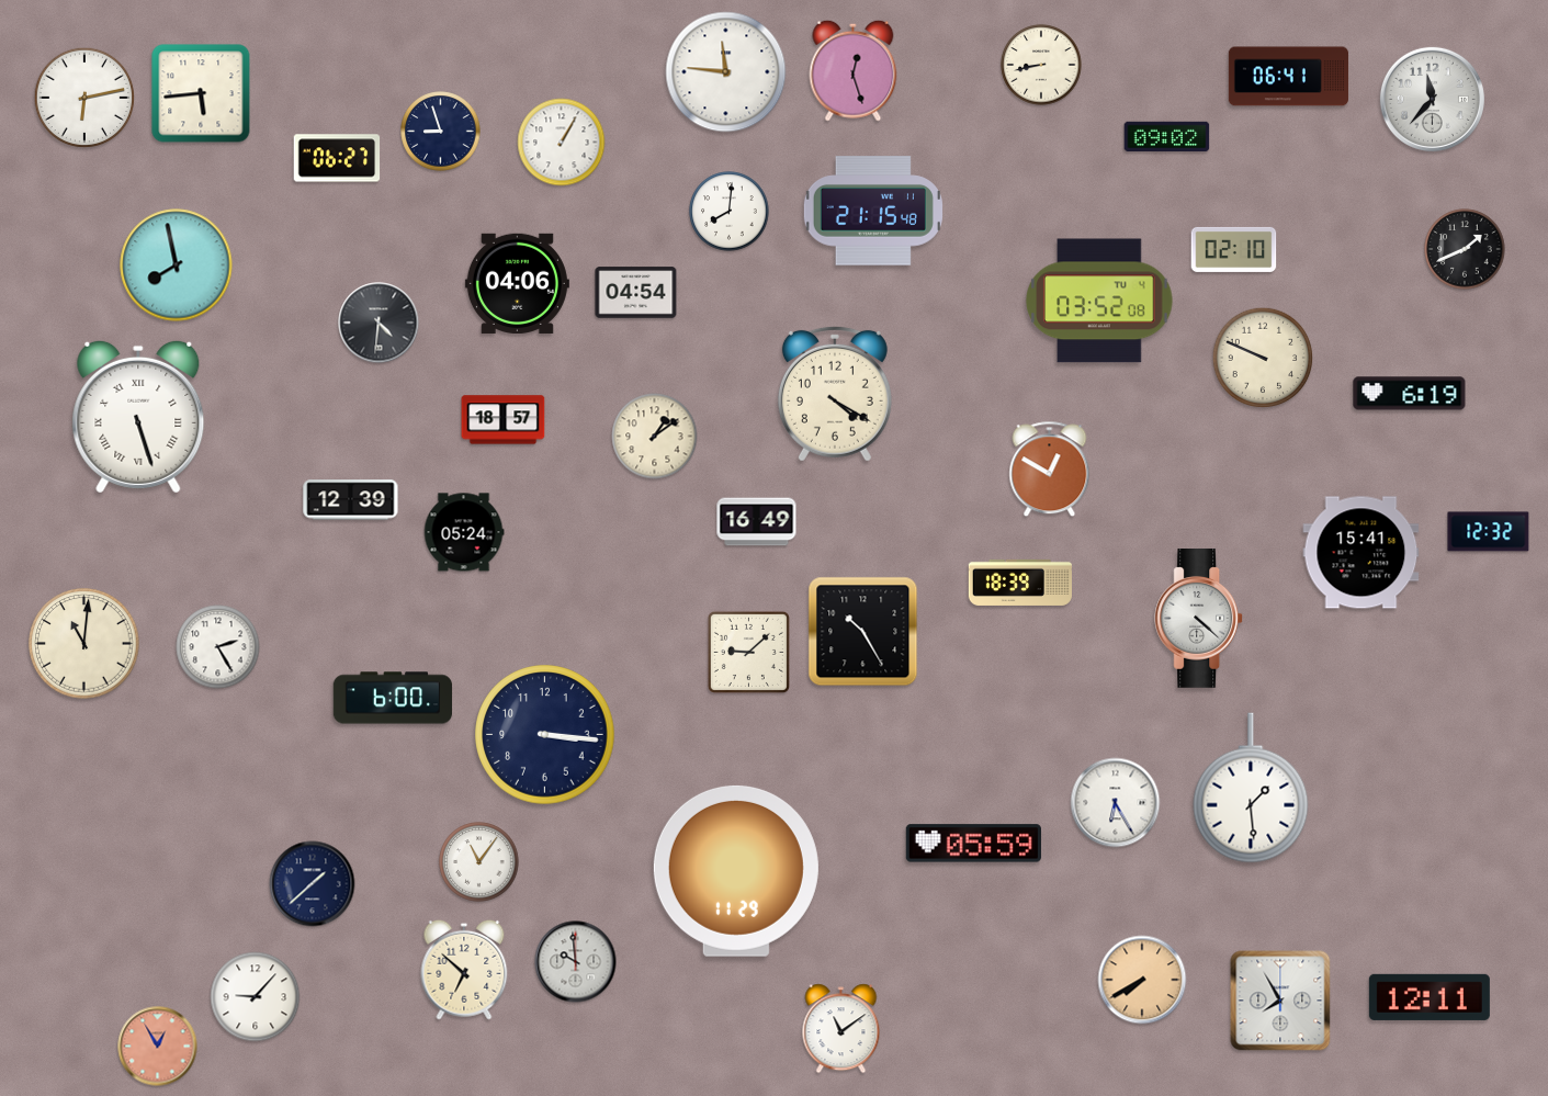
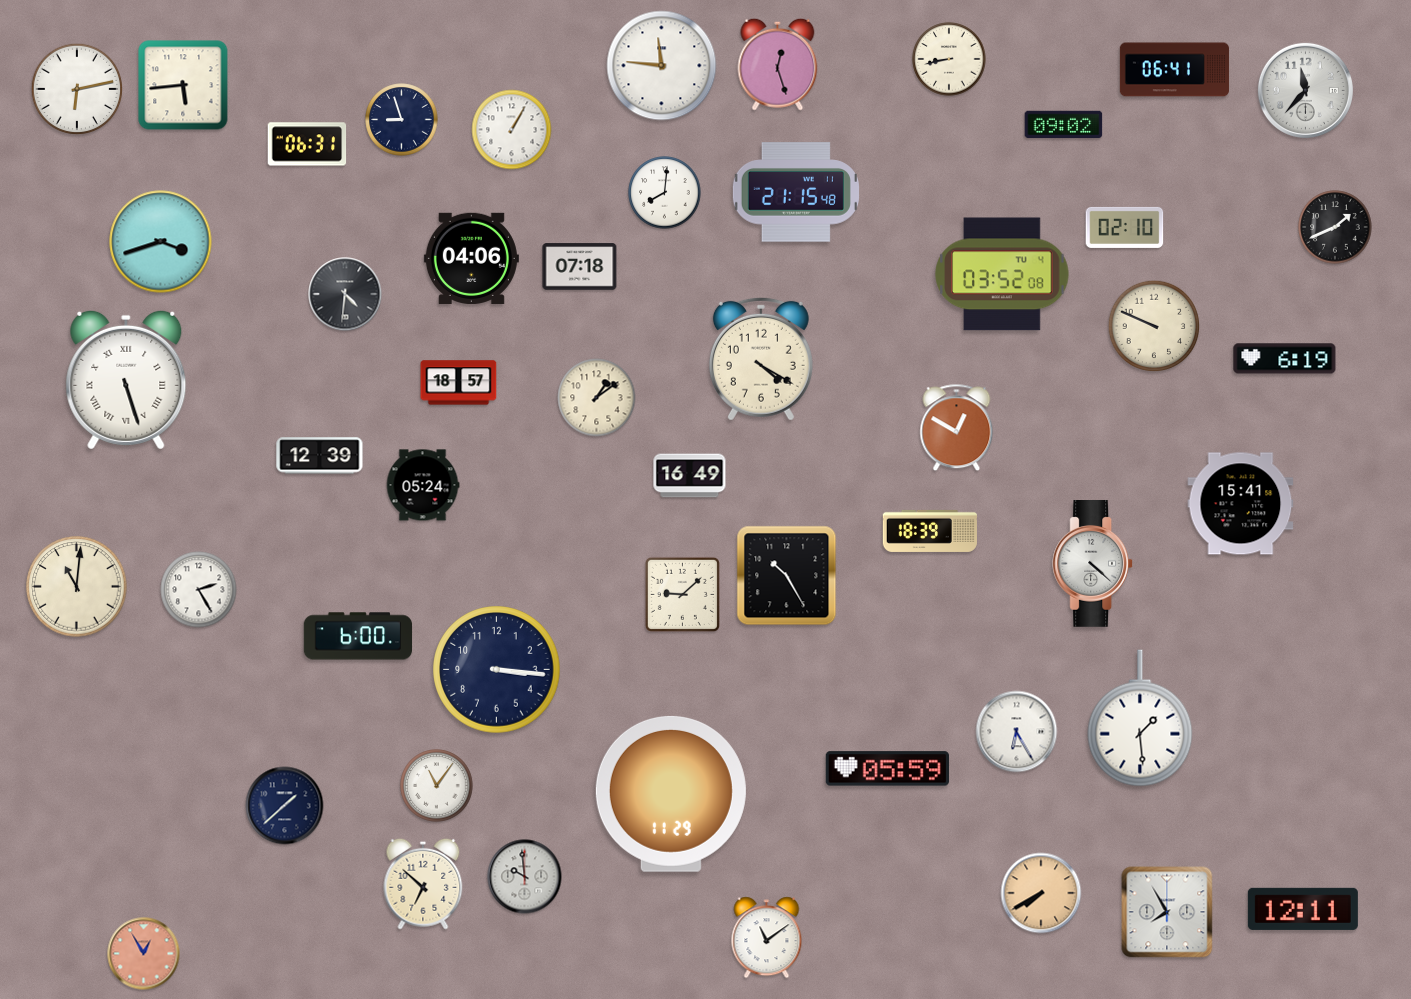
clock at (337, 158): 06:27 -> 06:31
clock at (177, 265): 7:58 -> 3:42
clock at (636, 293): 04:54 -> 07:18
clock at (1263, 358) position: (1263, 358) -> (1154, 326)
clock at (1489, 532): 12:32 -> none
clock at (256, 997): 9:07 -> none
